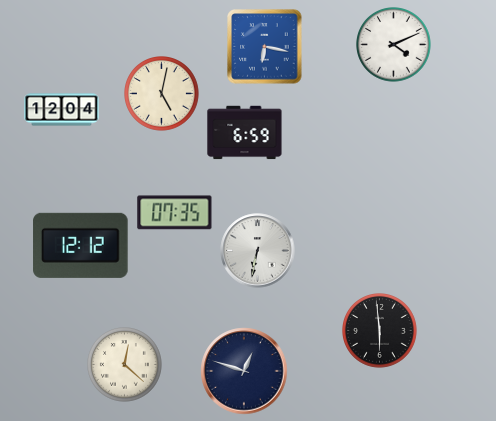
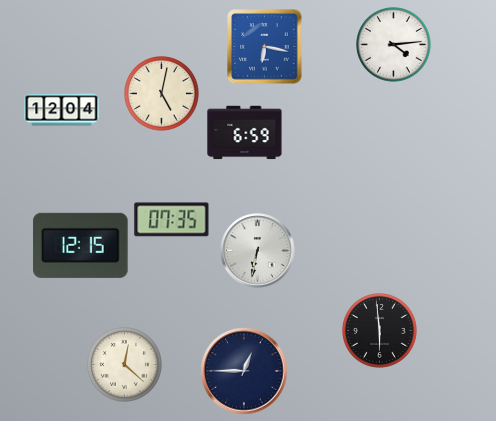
clock at (394, 45): 4:11 -> 4:14
clock at (175, 213) position: (175, 213) -> (172, 220)
clock at (81, 245): 12:12 -> 12:15
clock at (244, 371): 12:48 -> 12:45
